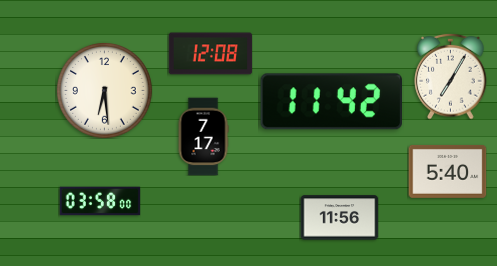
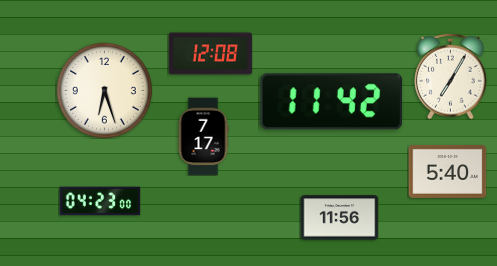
clock at (105, 91): 6:29 -> 6:27
clock at (100, 201): 03:58 -> 04:23
